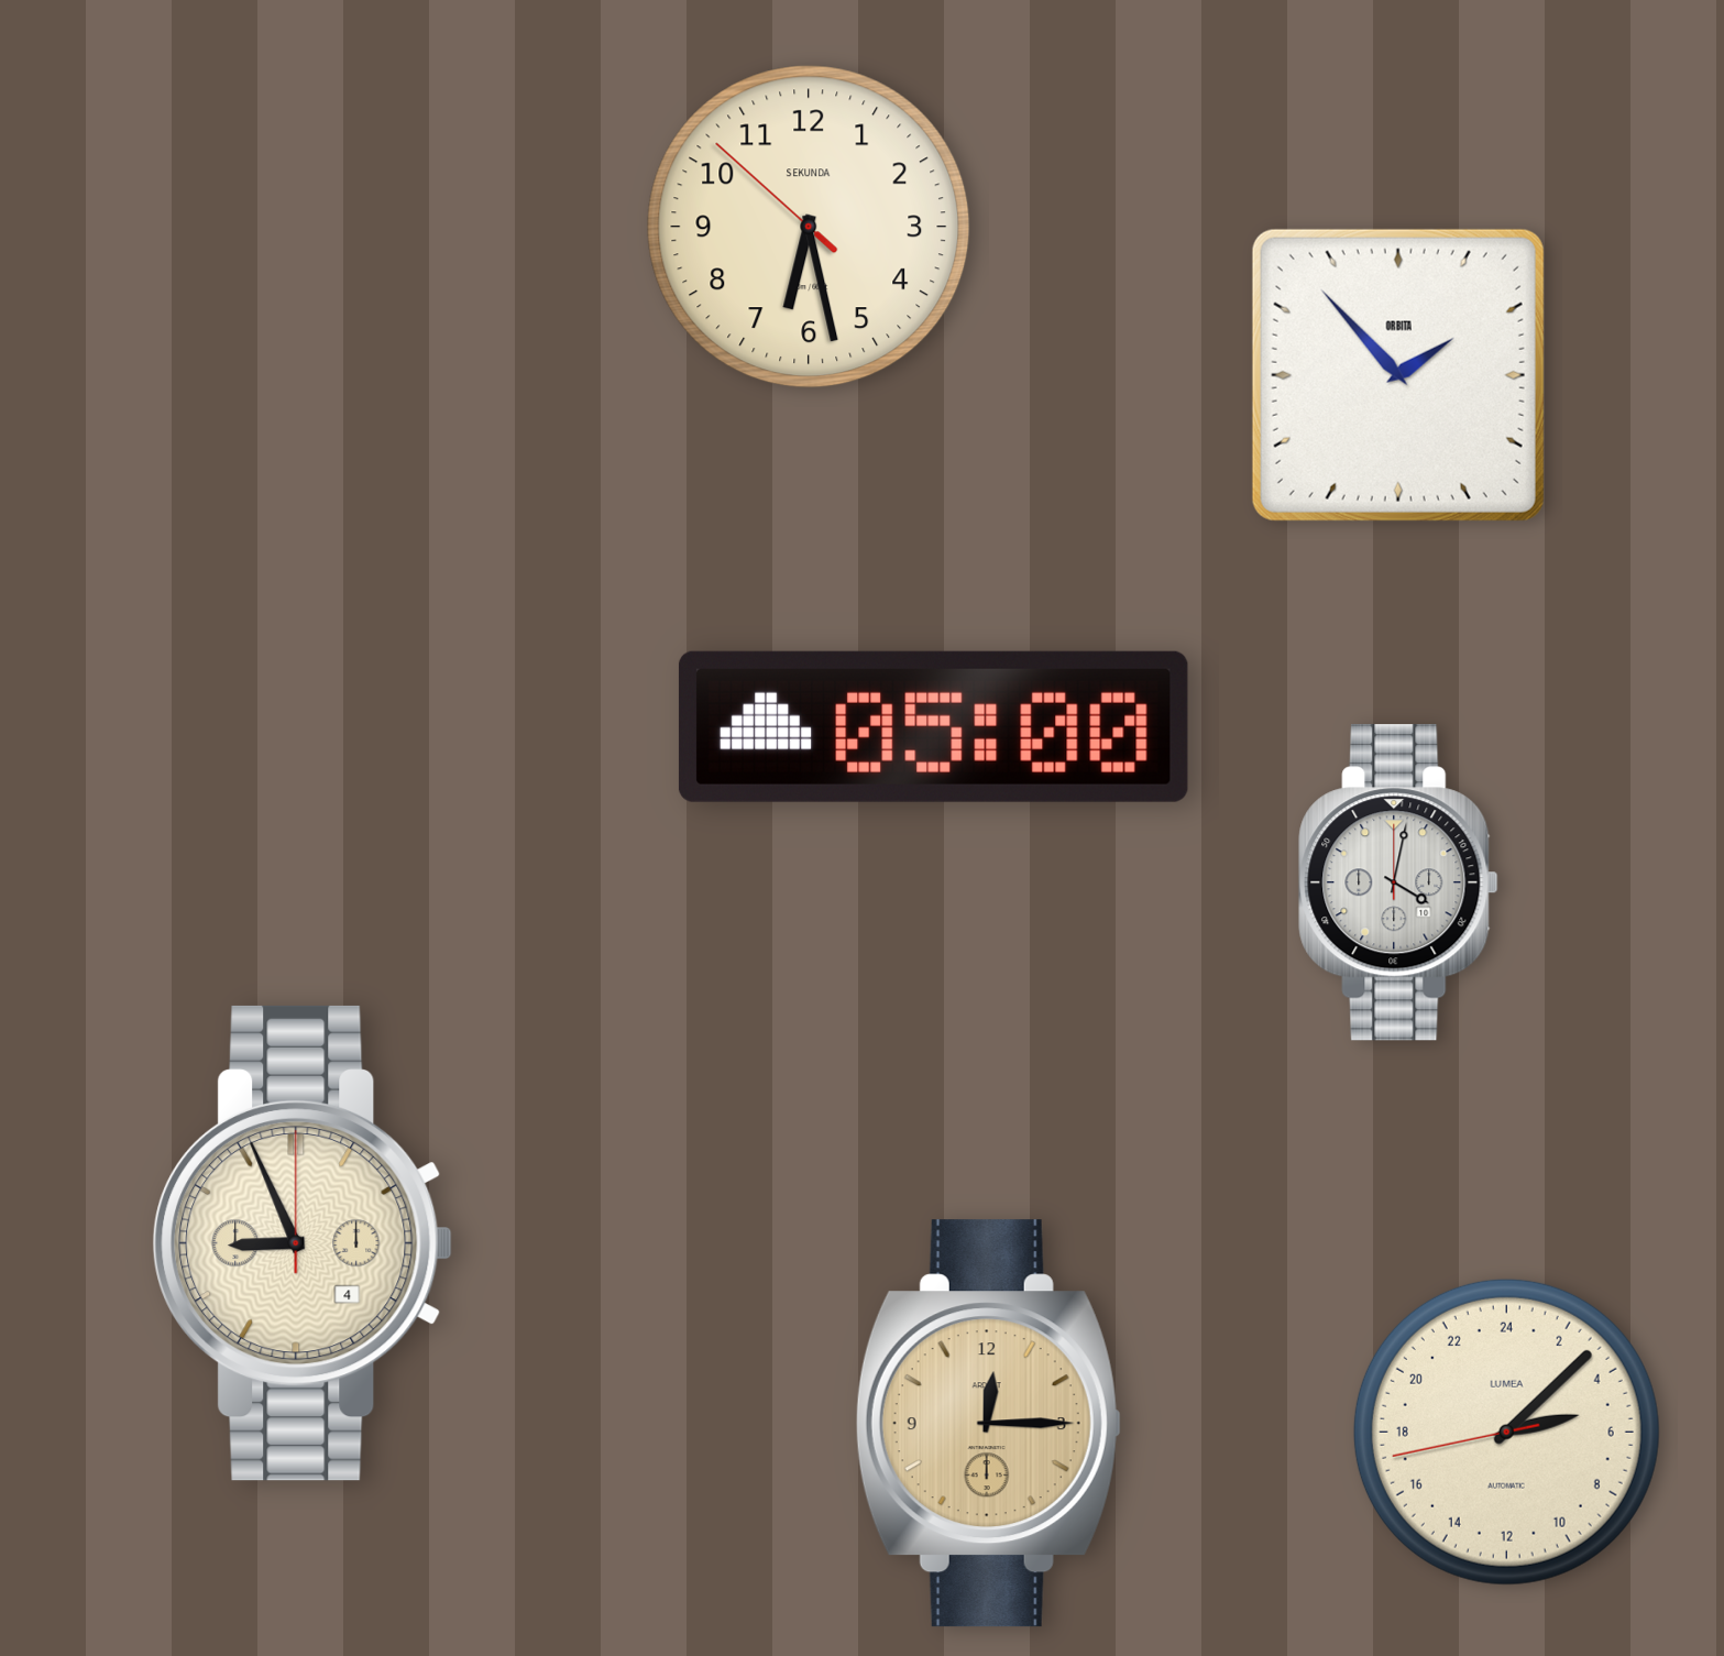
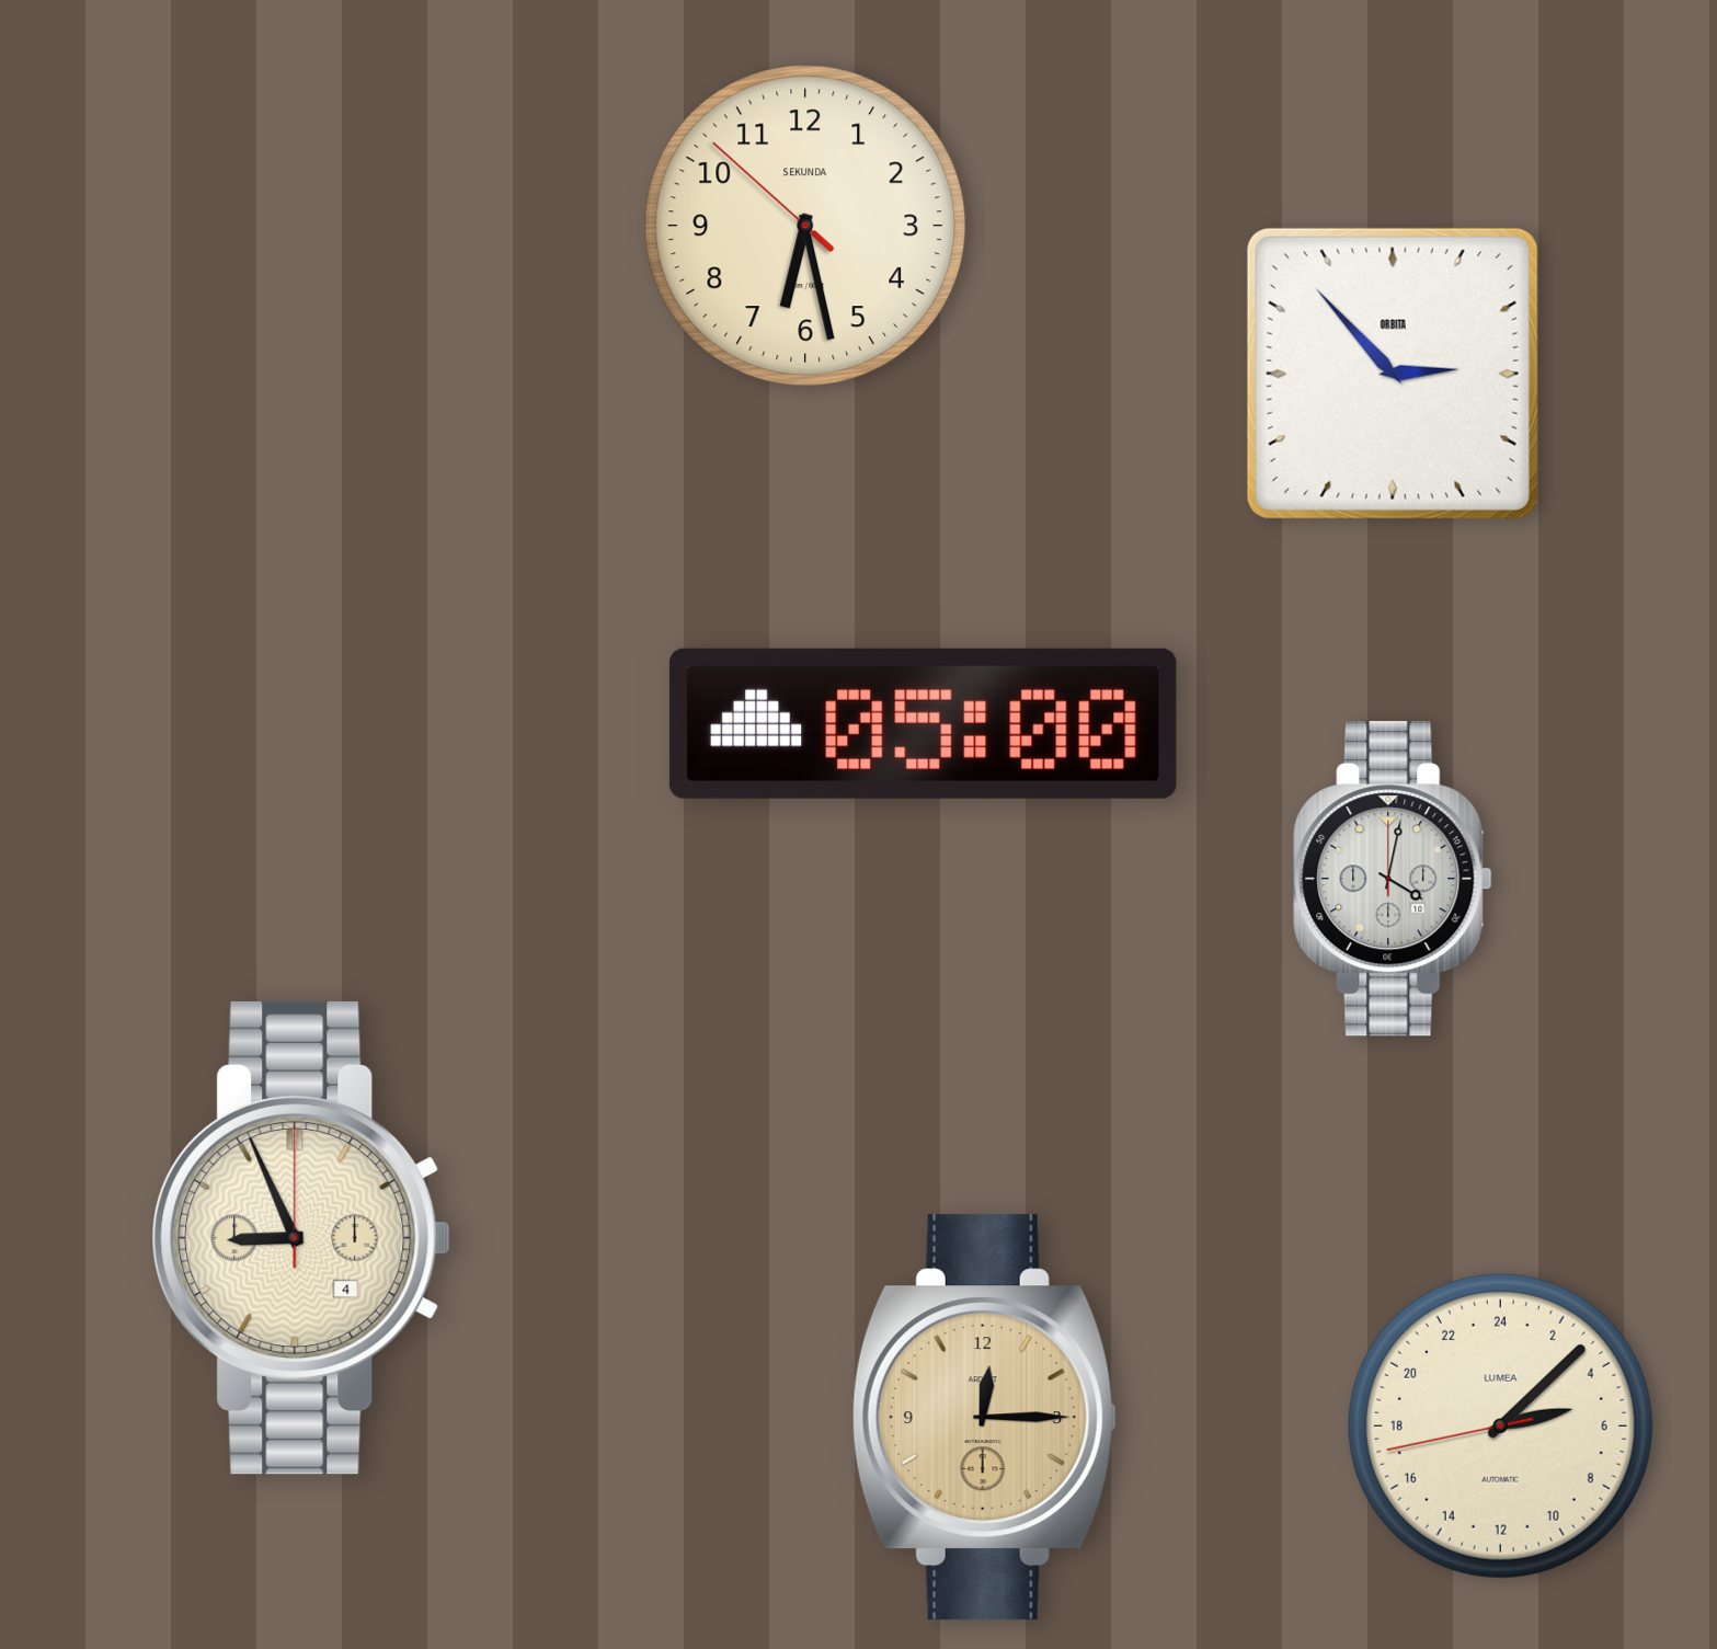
clock at (1398, 375): 1:53 -> 2:53
clock at (933, 726) position: (933, 726) -> (923, 723)
